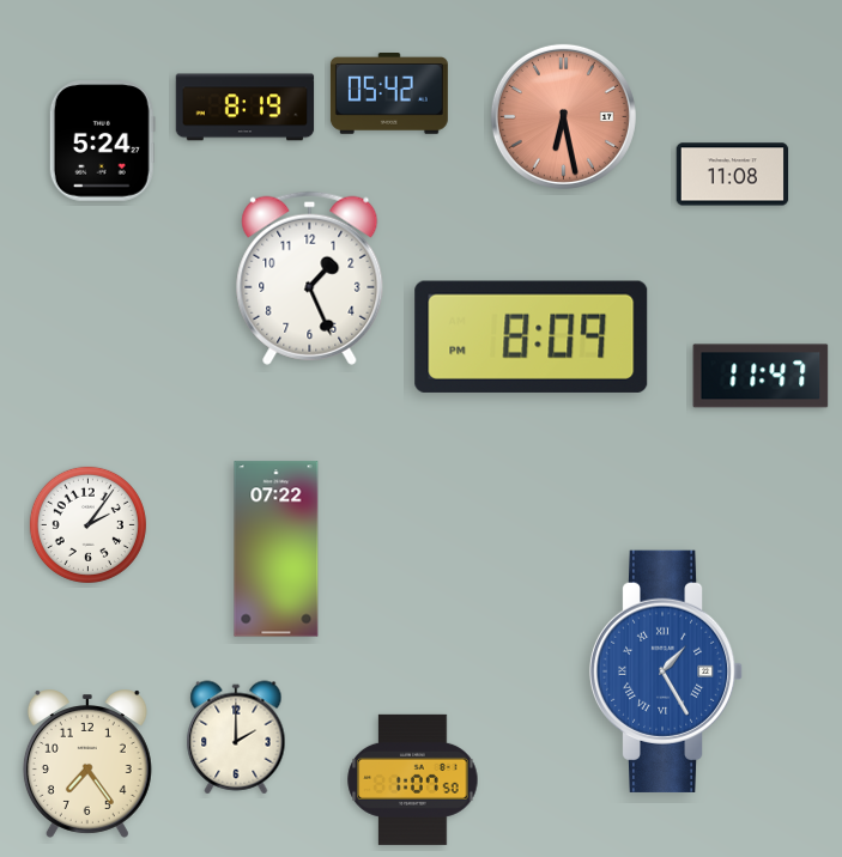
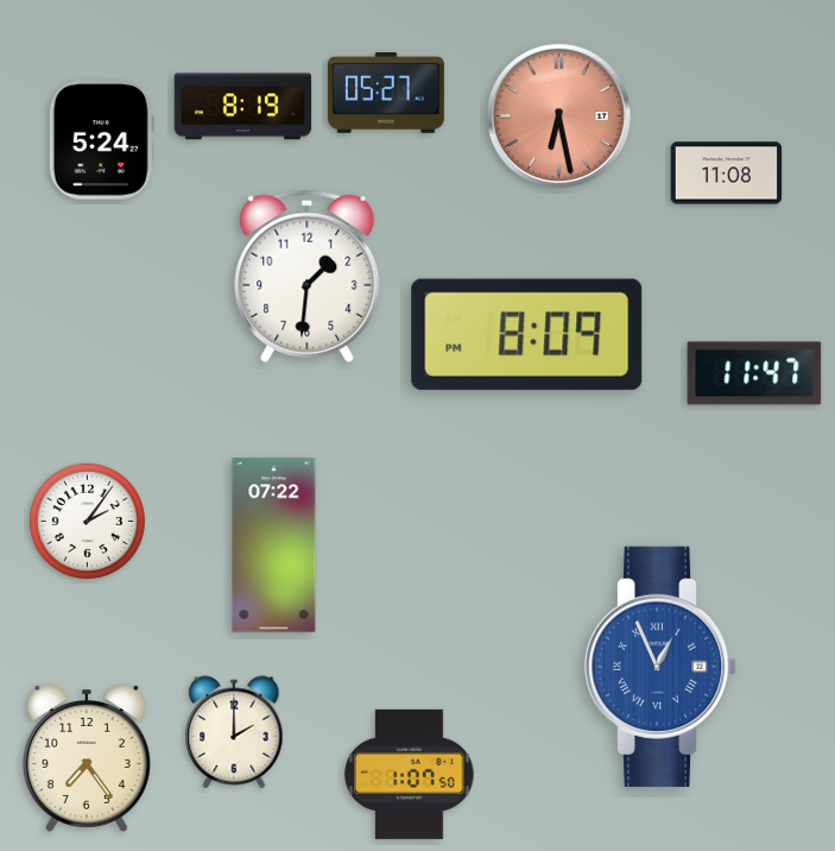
clock at (389, 95): 05:42 -> 05:27
clock at (310, 278): 1:26 -> 1:31
clock at (666, 671): 1:25 -> 12:56
